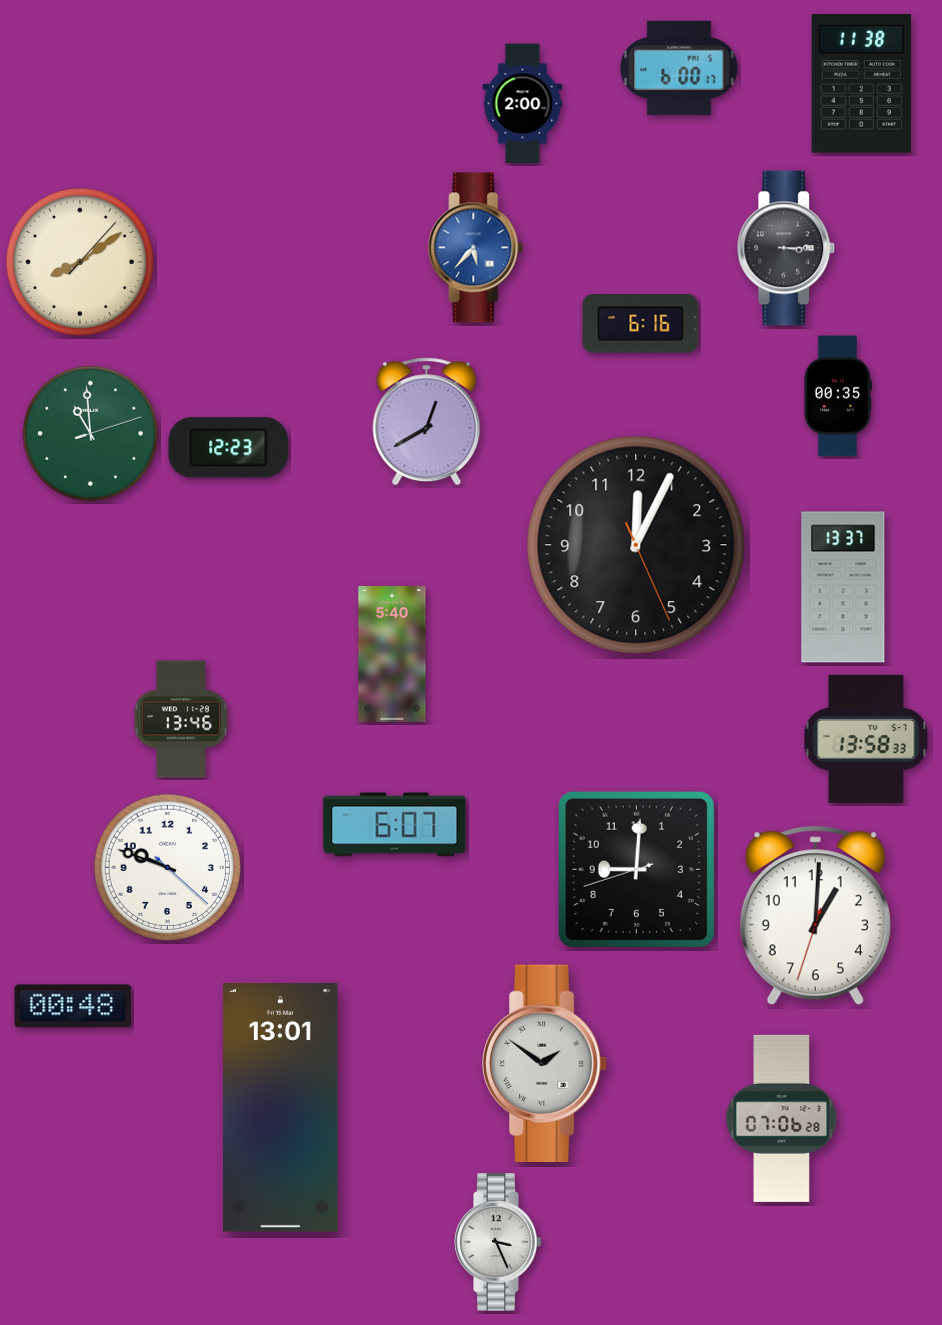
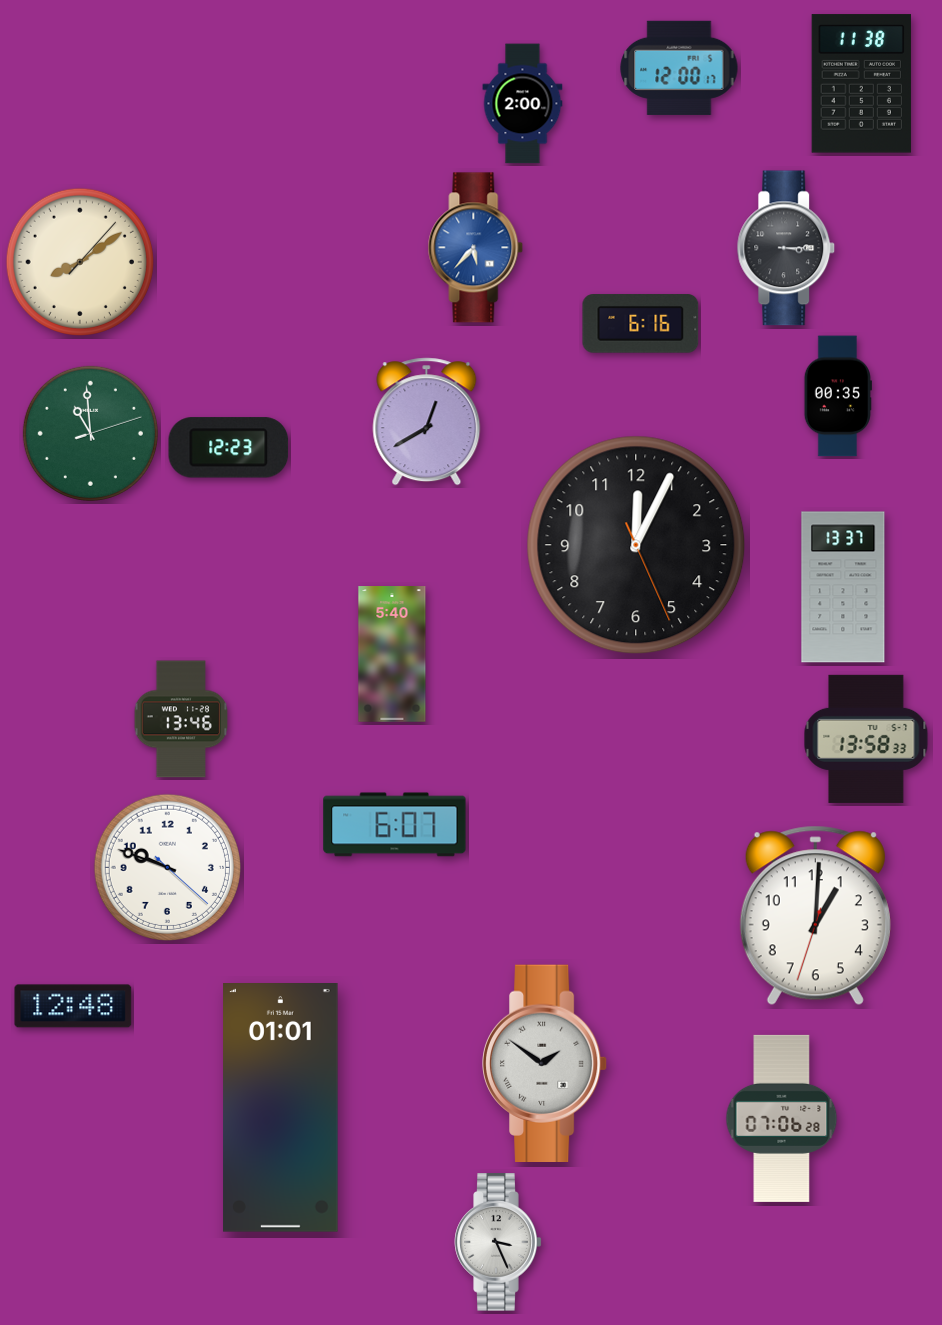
clock at (679, 68): 6:00 -> 12:00
clock at (636, 869): 9:00 -> none
clock at (73, 1006): 00:48 -> 12:48
clock at (281, 1108): 13:01 -> 01:01
